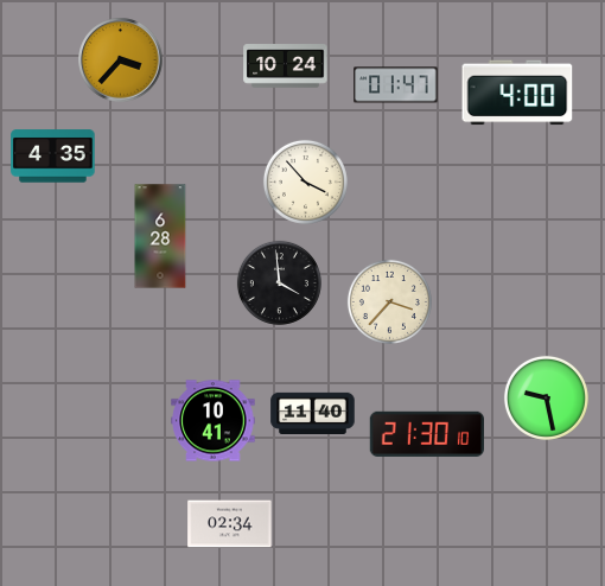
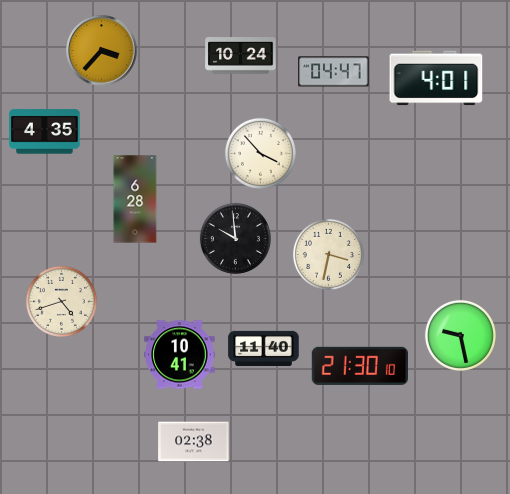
clock at (396, 85): 01:47 -> 04:47
clock at (517, 93): 4:00 -> 4:01
clock at (305, 181) position: (305, 181) -> (260, 153)
clock at (279, 282): 3:59 -> 9:59
clock at (389, 301): 3:37 -> 3:32
clock at (61, 301): none -> 4:42
clock at (230, 524): 02:34 -> 02:38
